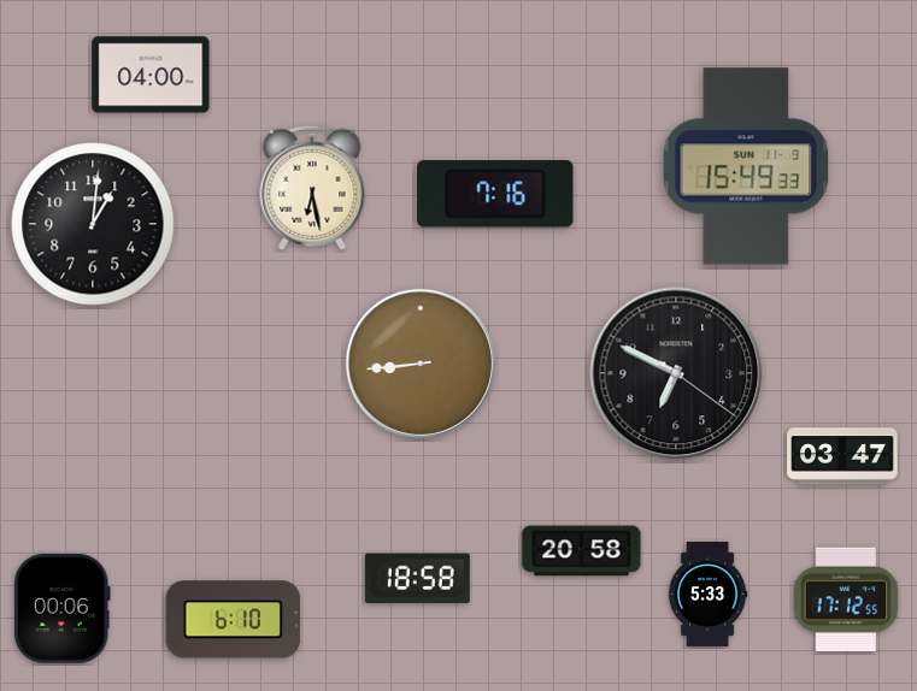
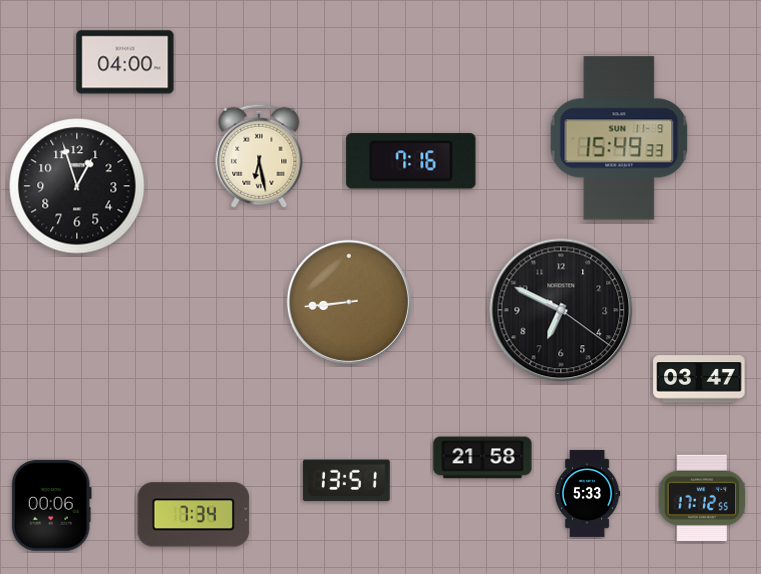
clock at (93, 224): 1:01 -> 12:57
clock at (582, 551): 20:58 -> 21:58
clock at (417, 579): 18:58 -> 13:51
clock at (234, 620): 6:10 -> 7:34
